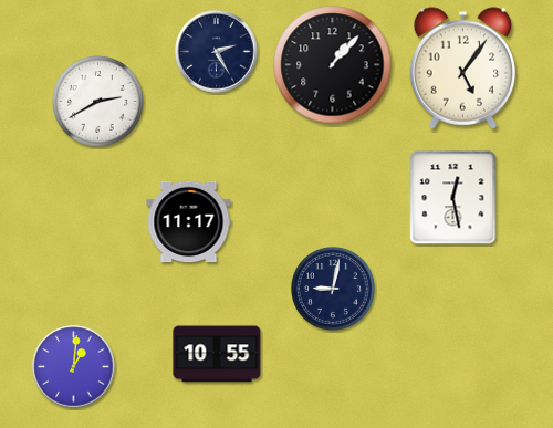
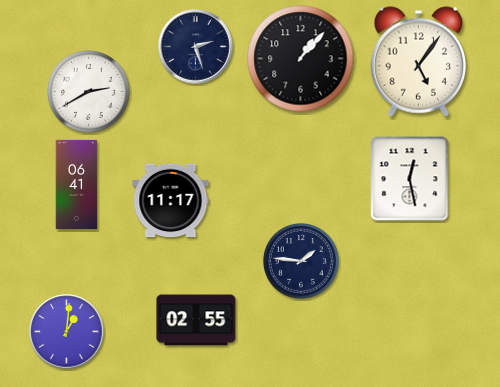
clock at (217, 52): 2:25 -> 2:27
clock at (77, 184): none -> 06:41
clock at (333, 289): 9:02 -> 1:46
clock at (217, 354): 10:55 -> 02:55
